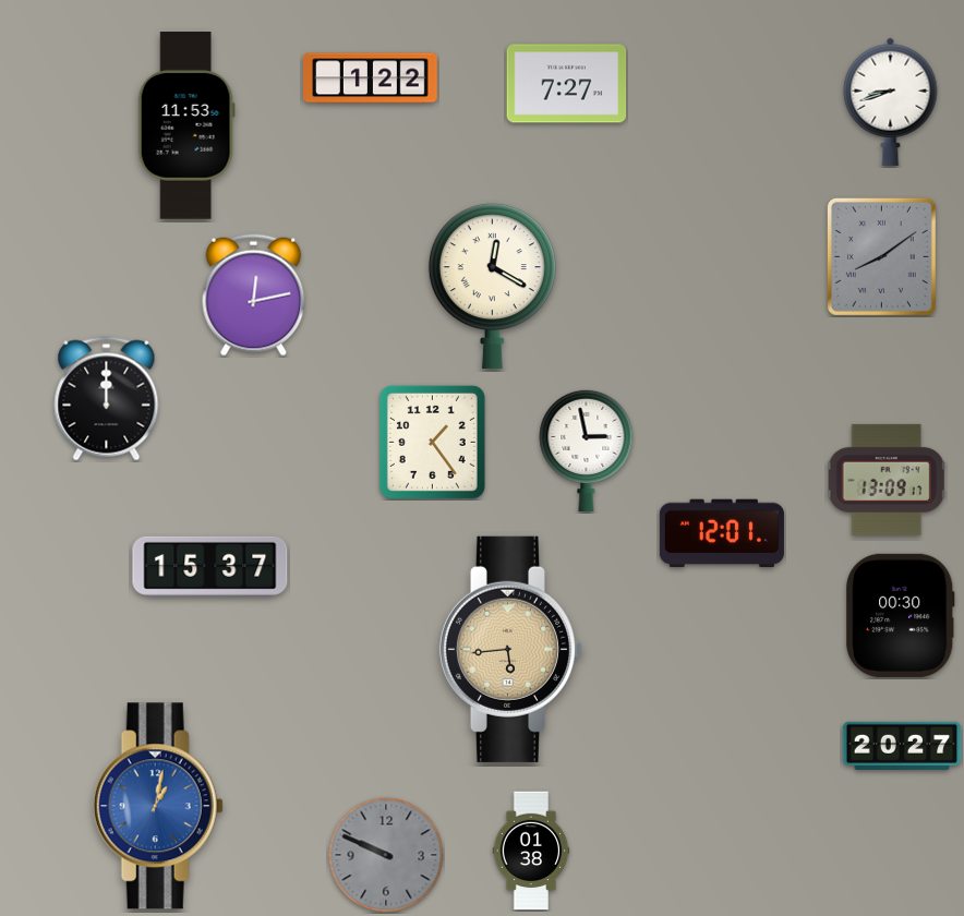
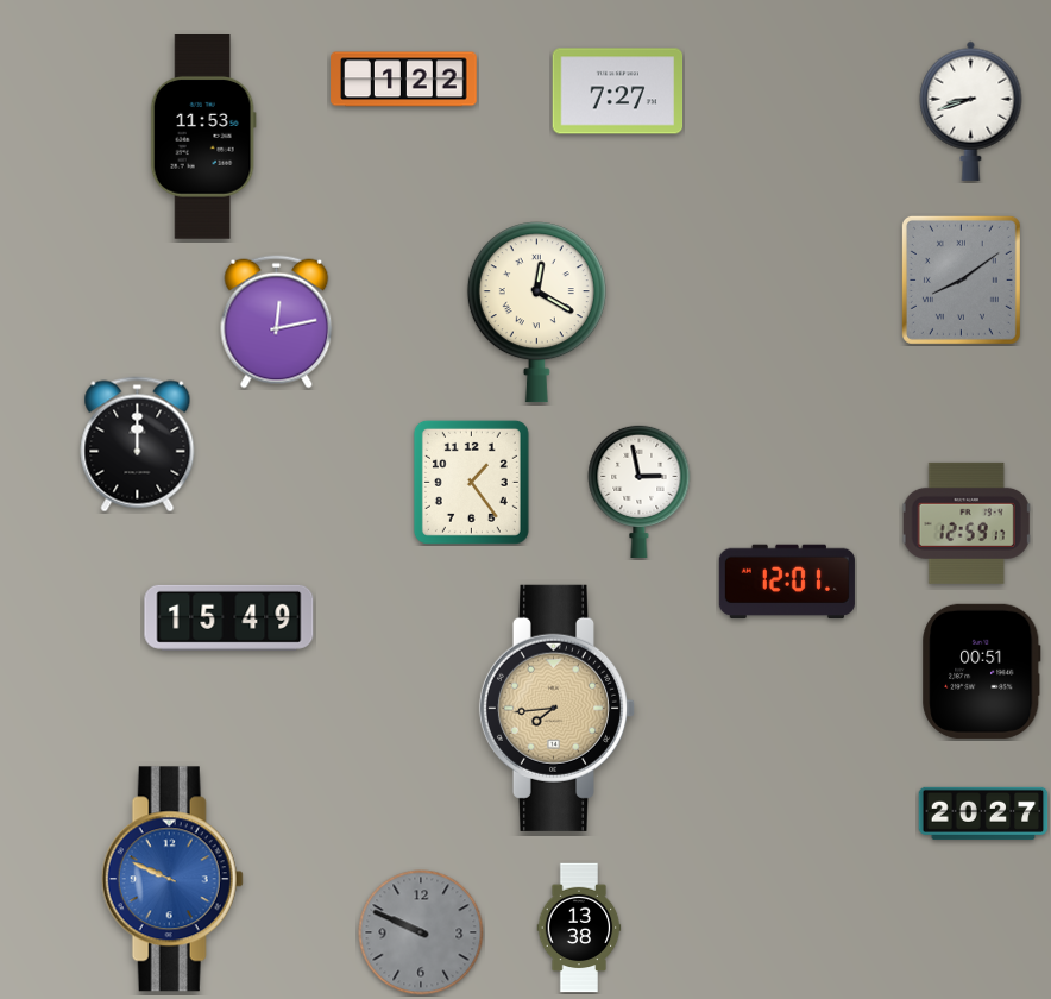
clock at (371, 79) position: (371, 79) -> (404, 80)
clock at (107, 399) position: (107, 399) -> (138, 445)
clock at (887, 480): 13:09 -> 12:59
clock at (210, 566): 15:37 -> 15:49
clock at (901, 615): 00:30 -> 00:51
clock at (511, 649): 5:44 -> 7:44
clock at (158, 806): 1:02 -> 9:49
clock at (531, 851): 01:38 -> 13:38
